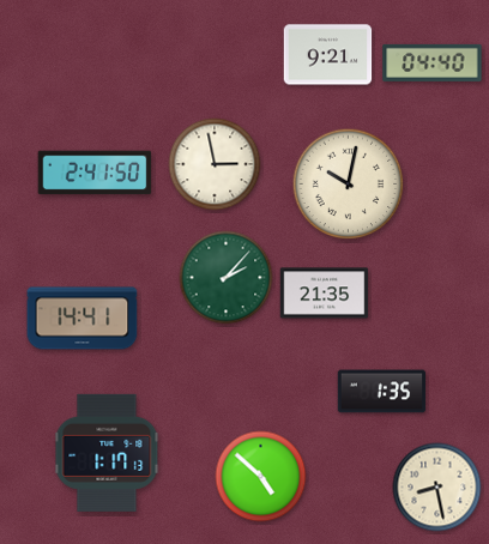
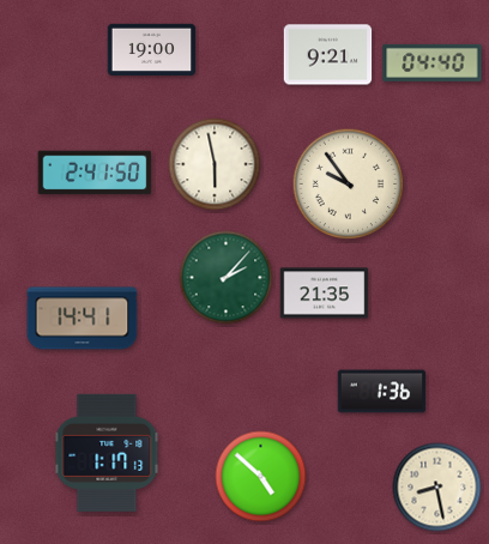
clock at (152, 49): none -> 19:00
clock at (215, 164): 2:58 -> 5:58
clock at (349, 185): 10:02 -> 9:54
clock at (382, 392): 1:35 -> 1:36
